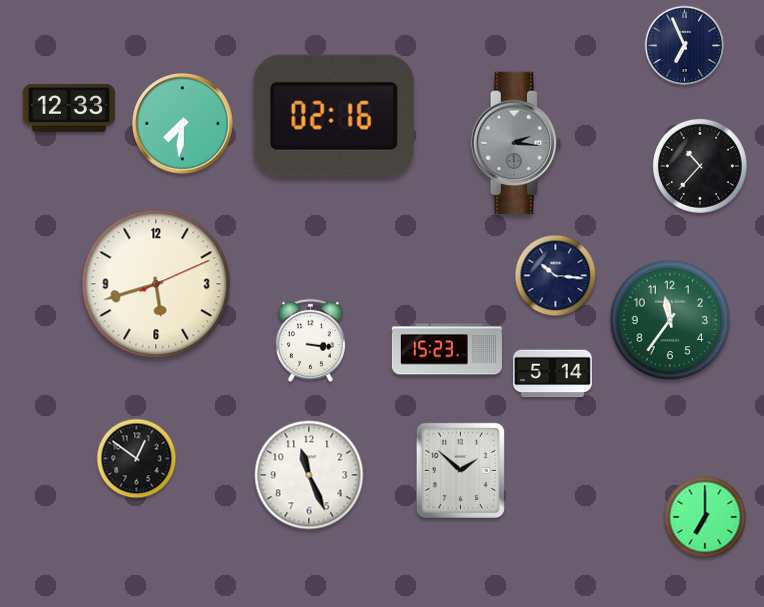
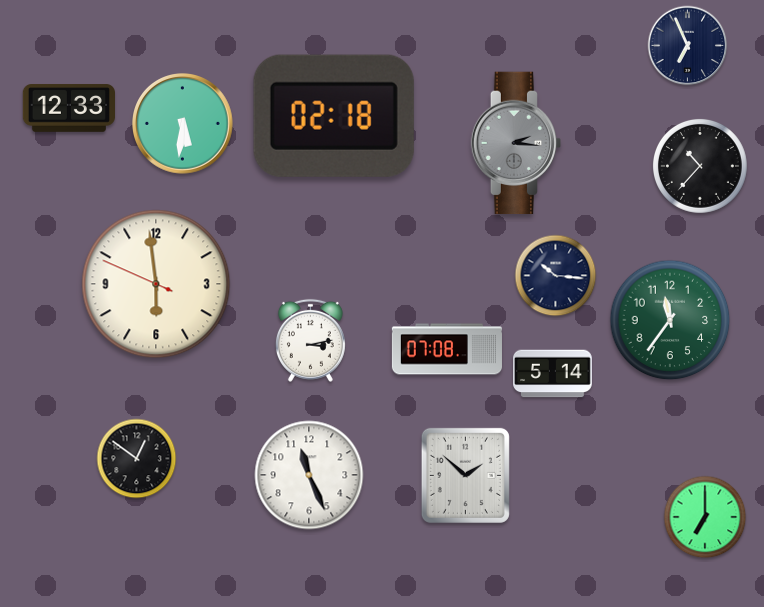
clock at (685, 46) position: (685, 46) -> (688, 46)
clock at (334, 116): 02:16 -> 02:18
clock at (183, 124): 7:31 -> 5:31
clock at (156, 284): 5:42 -> 5:58
clock at (310, 340): 3:16 -> 3:13
clock at (447, 349): 15:23 -> 07:08
clock at (460, 470) position: (460, 470) -> (465, 475)
